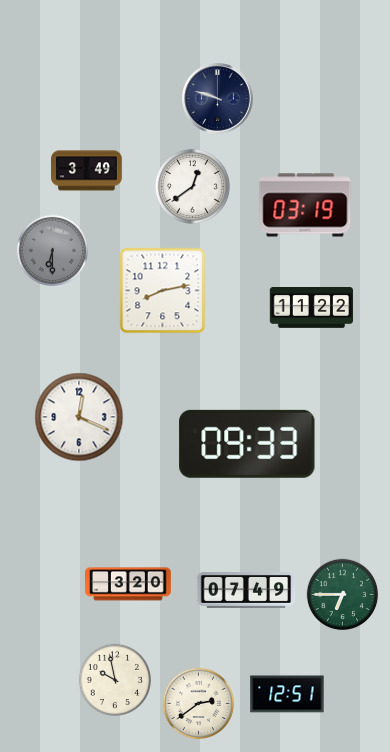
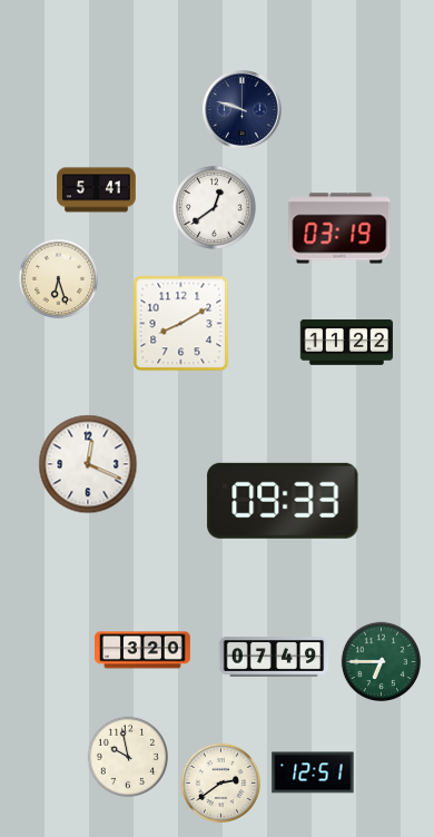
clock at (87, 171): 3:49 -> 5:41
clock at (53, 251): 6:30 -> 6:27
clock at (53, 251) dial: grey -> cream
clock at (163, 291): 8:13 -> 8:10
clock at (247, 444) position: (247, 444) -> (283, 501)
clock at (287, 694) position: (287, 694) -> (313, 772)
